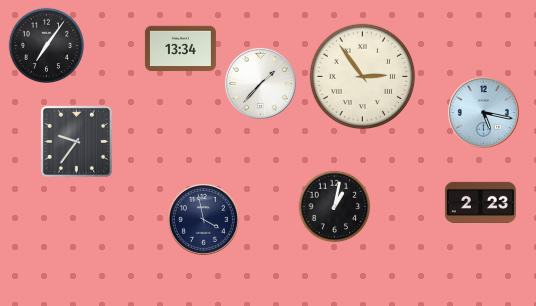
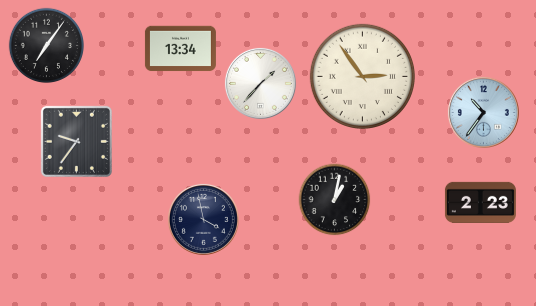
clock at (483, 112): 5:17 -> 10:36
clock at (335, 207) position: (335, 207) -> (335, 200)
